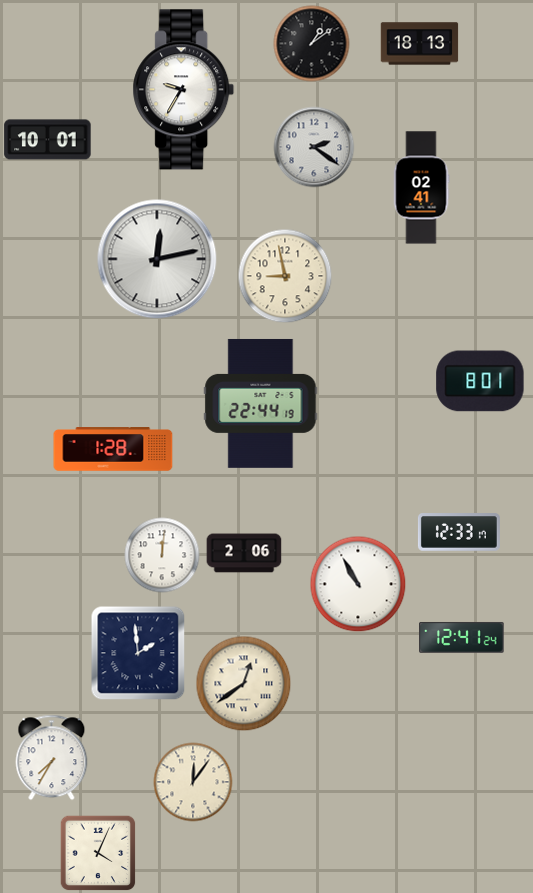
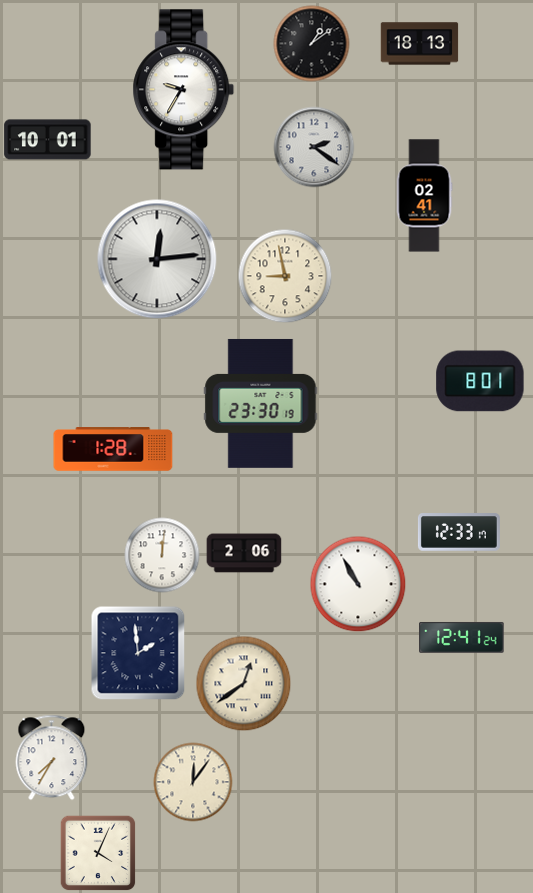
clock at (421, 188) position: (421, 188) -> (424, 196)
clock at (157, 259): 12:13 -> 12:14
clock at (261, 403): 22:44 -> 23:30
